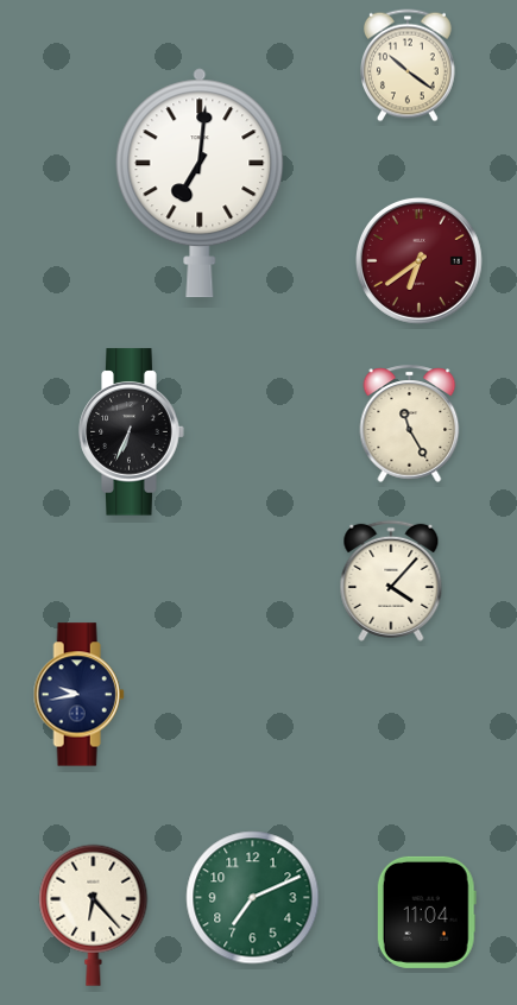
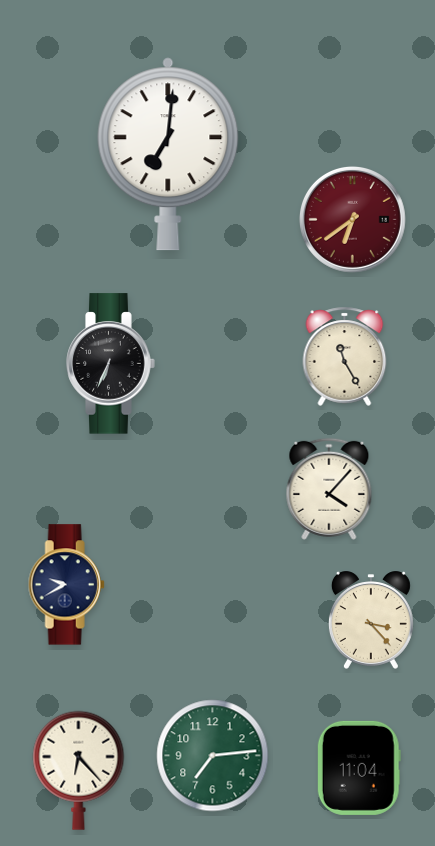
clock at (408, 65): 10:21 -> none
clock at (78, 695): 9:43 -> 9:40
clock at (371, 620): none -> 3:23
clock at (253, 898): 7:11 -> 7:14
